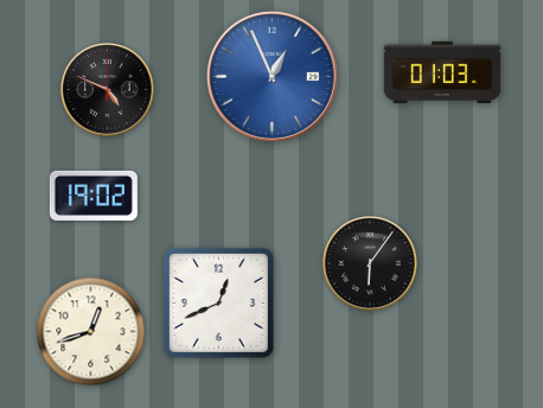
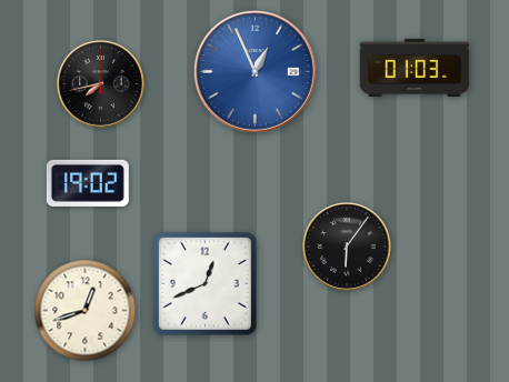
clock at (107, 89): 4:49 -> 7:43
